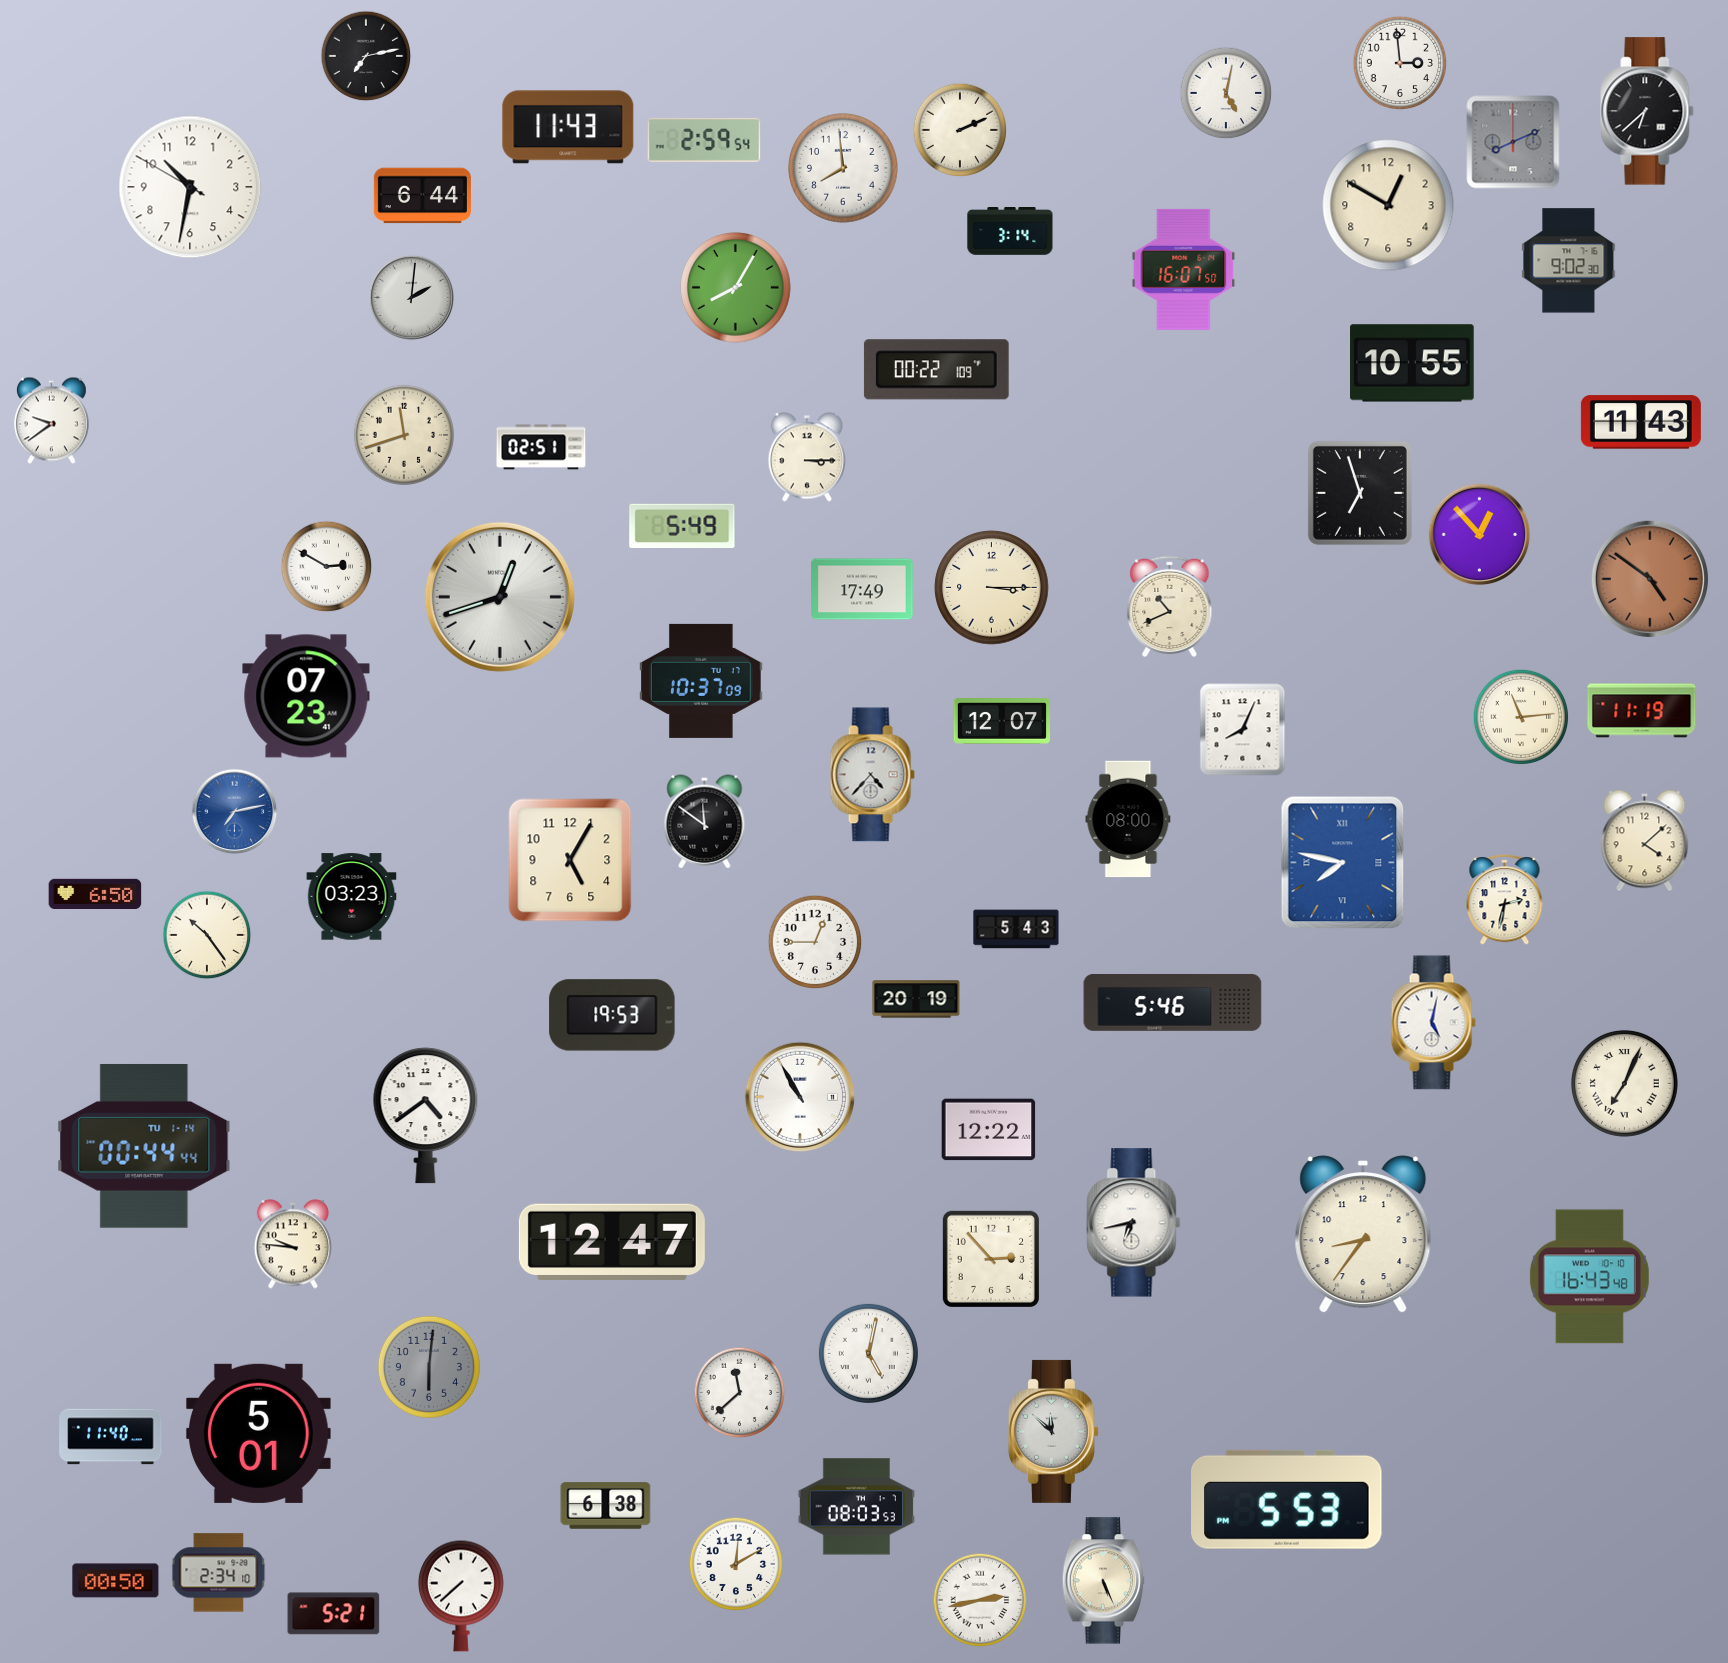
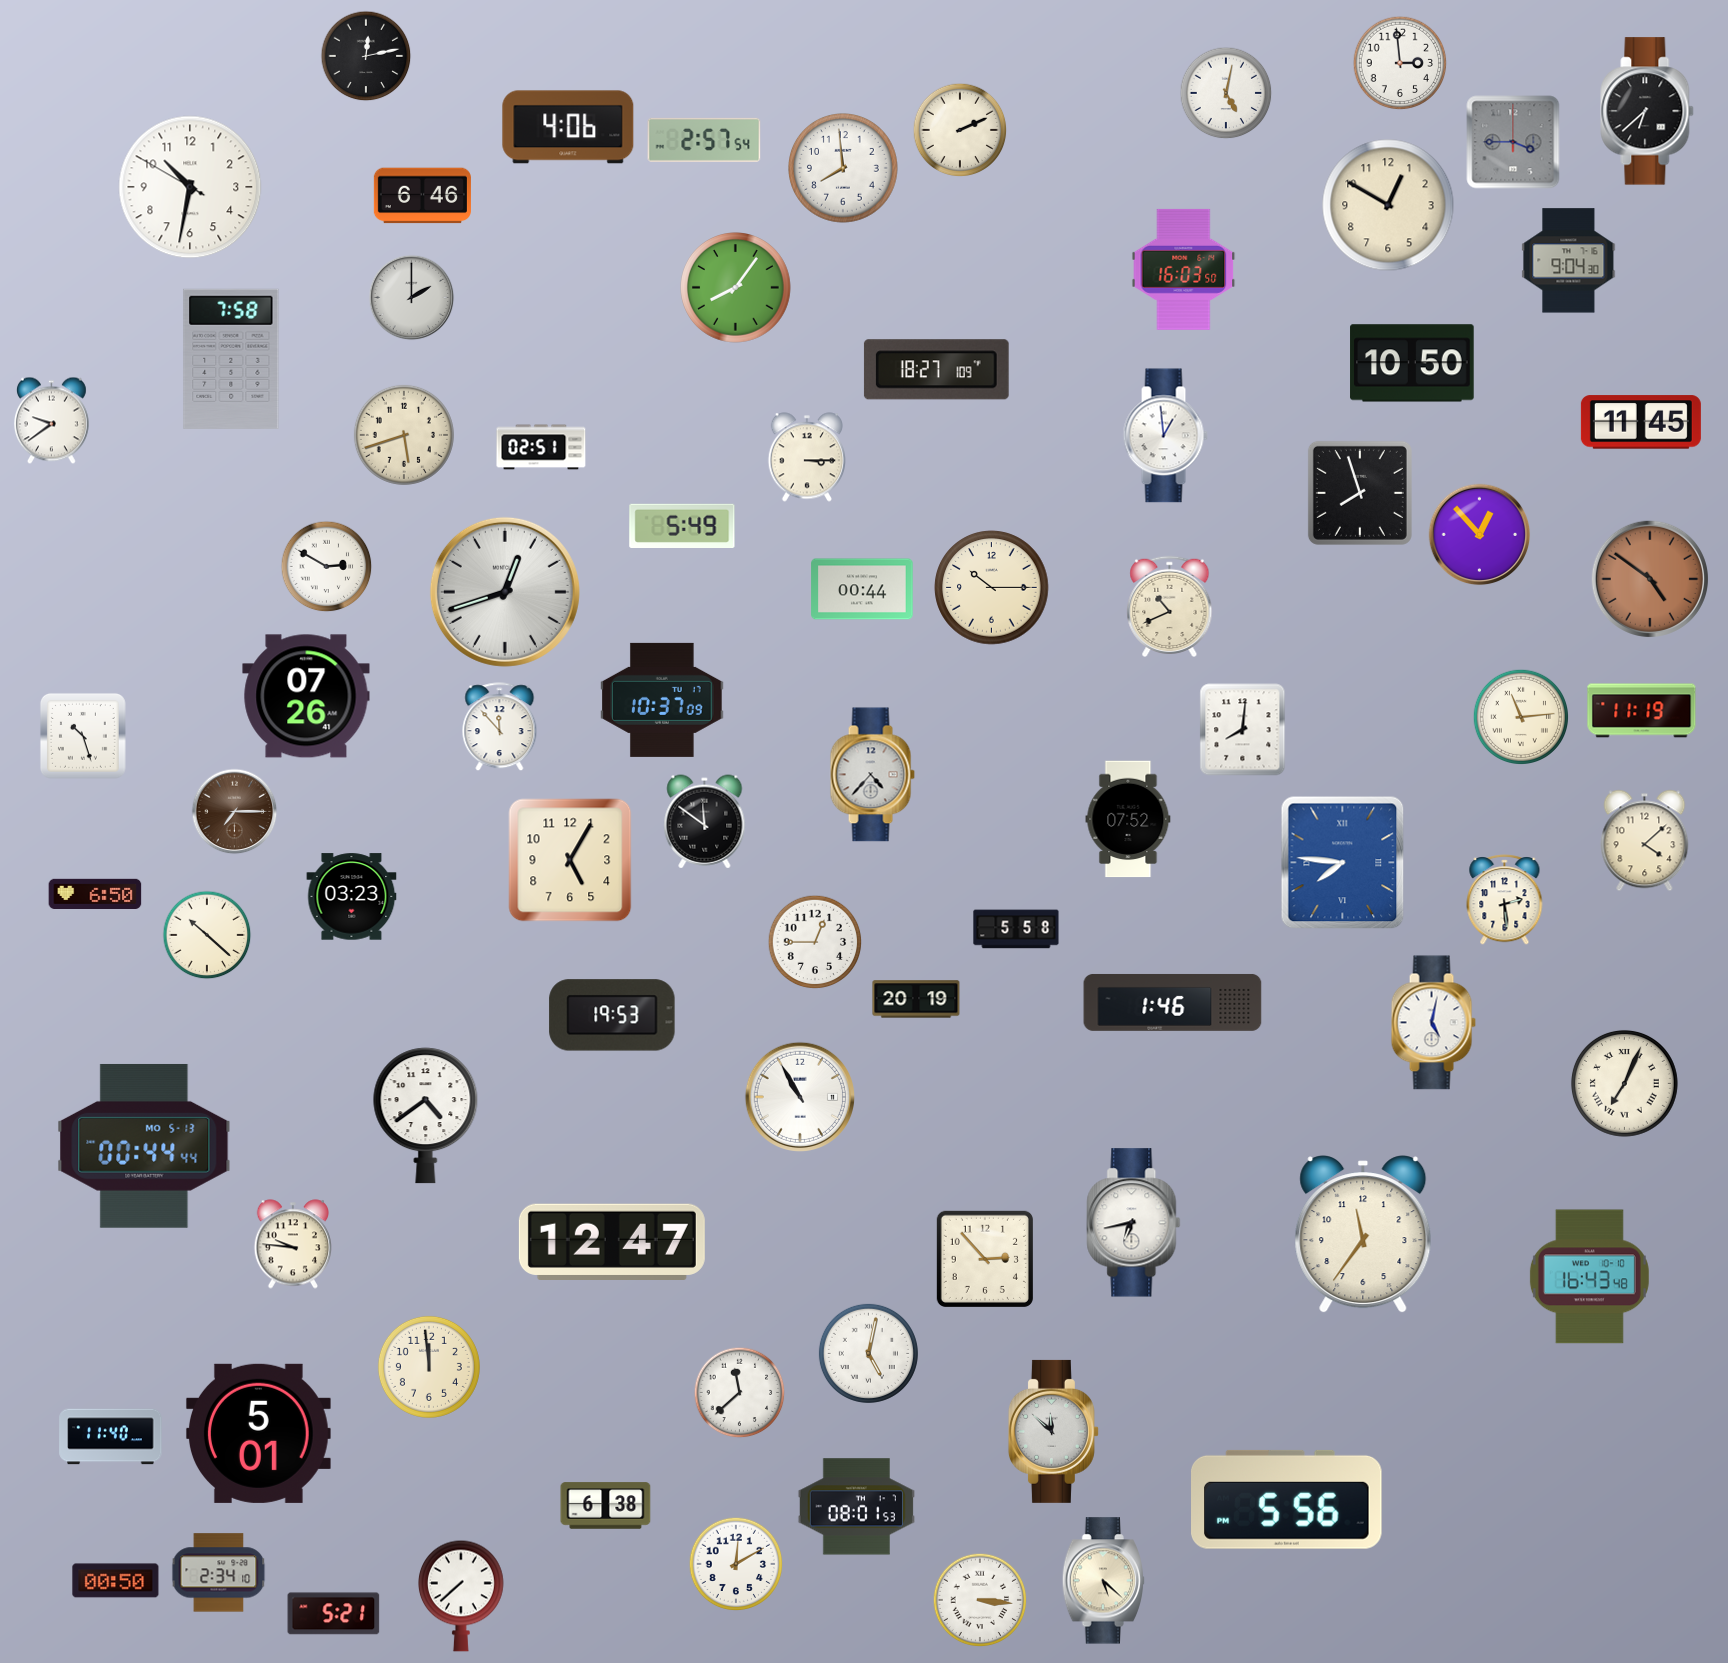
clock at (366, 56): 7:13 -> 12:13
clock at (568, 127): 11:43 -> 4:06
clock at (704, 140): 2:59 -> 2:57
clock at (1513, 142): 8:11 -> 3:45
clock at (422, 196): 6:44 -> 6:46
clock at (1010, 232): 3:14 -> none
clock at (1569, 261): 9:02 -> 9:04
clock at (1184, 269): 16:07 -> 16:03
clock at (736, 288): 8:05 -> 8:06
clock at (412, 298): 2:01 -> 2:00
clock at (231, 359): none -> 7:58
clock at (1412, 363): 10:55 -> 10:50
clock at (936, 370): 00:22 -> 18:27
clock at (1641, 422): 11:43 -> 11:45
clock at (404, 435): 11:42 -> 5:42
clock at (1165, 436): none -> 12:59
clock at (1360, 493): 6:57 -> 7:57
clock at (992, 588): 3:15 -> 10:15
clock at (862, 589): 17:49 -> 00:44
clock at (500, 597) position: (500, 597) -> (505, 592)
clock at (701, 681) position: (701, 681) -> (662, 700)
clock at (306, 696): 07:23 -> 07:26
clock at (1002, 722): 12:07 -> none
clock at (500, 727): none -> 11:53
clock at (1243, 730): 8:04 -> 8:01
clock at (83, 736): none -> 10:27
clock at (235, 812): 7:13 -> 7:15
clock at (235, 812) dial: blue -> brown
clock at (1128, 819): 08:00 -> 07:52
clock at (1343, 863): 7:47 -> 7:46
clock at (1505, 900): 2:32 -> 2:29
clock at (1016, 929): 5:43 -> 5:58
clock at (207, 935): 10:24 -> 10:22
clock at (1173, 1002): 5:46 -> 1:46
clock at (989, 1130): 12:22 -> none
clock at (144, 1146) date: TU 1-14 -> MO 5-13
clock at (1363, 1234): 8:36 -> 11:36
clock at (991, 1259) position: (991, 1259) -> (985, 1259)
clock at (429, 1367): 6:01 -> 11:59
clock at (429, 1367) dial: grey -> cream
clock at (1287, 1499): 5:53 -> 5:56
clock at (856, 1507): 08:03 -> 08:01
clock at (1104, 1581): 5:26 -> 5:22
clock at (980, 1600): 2:43 -> 3:16
